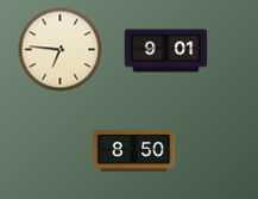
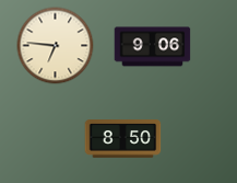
clock at (166, 51): 9:01 -> 9:06
